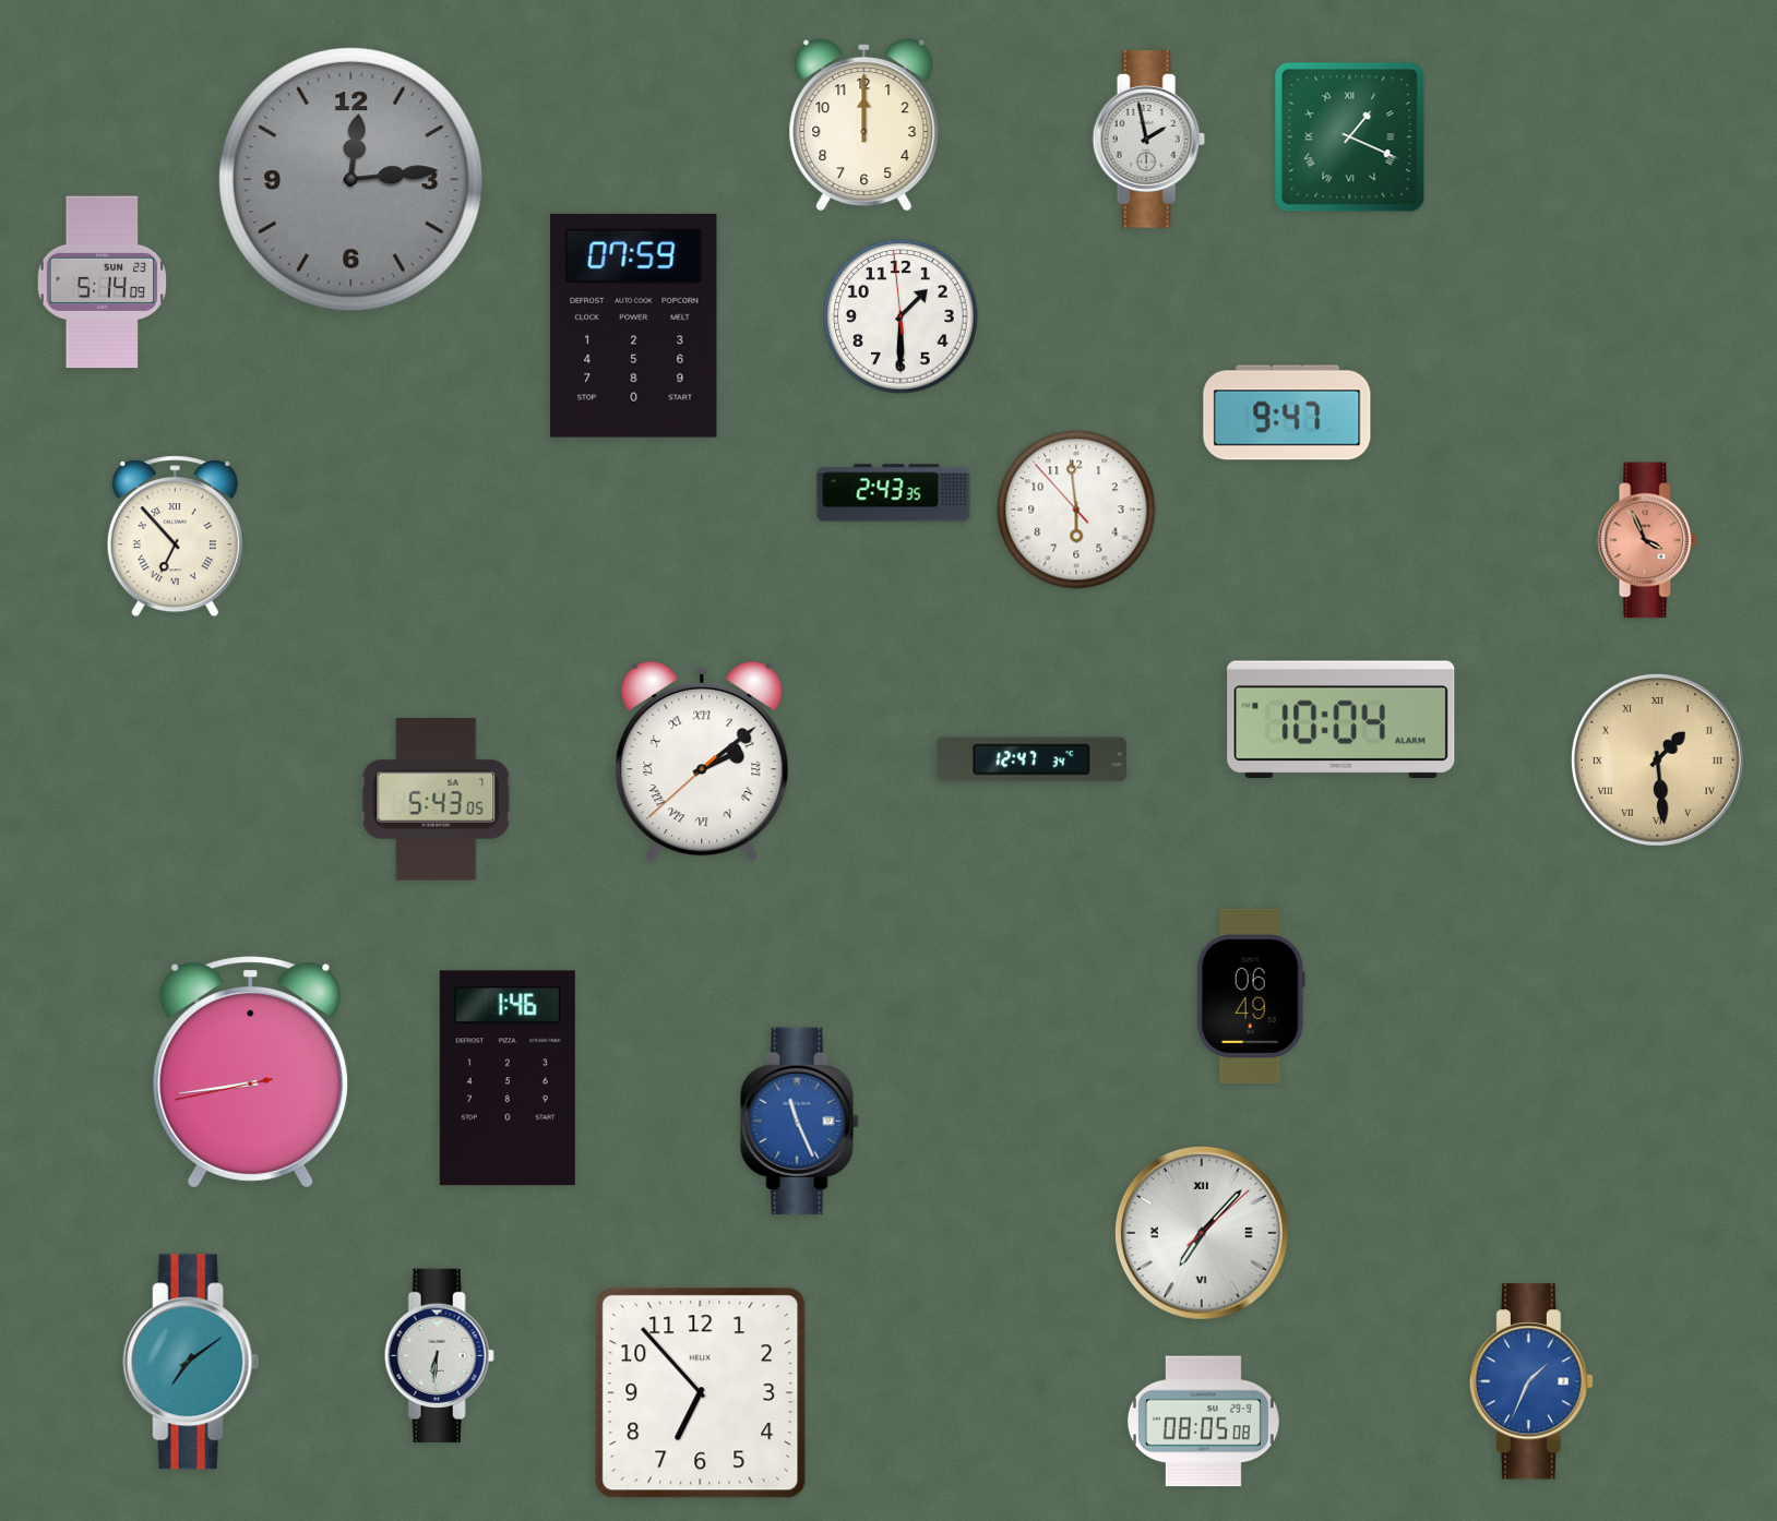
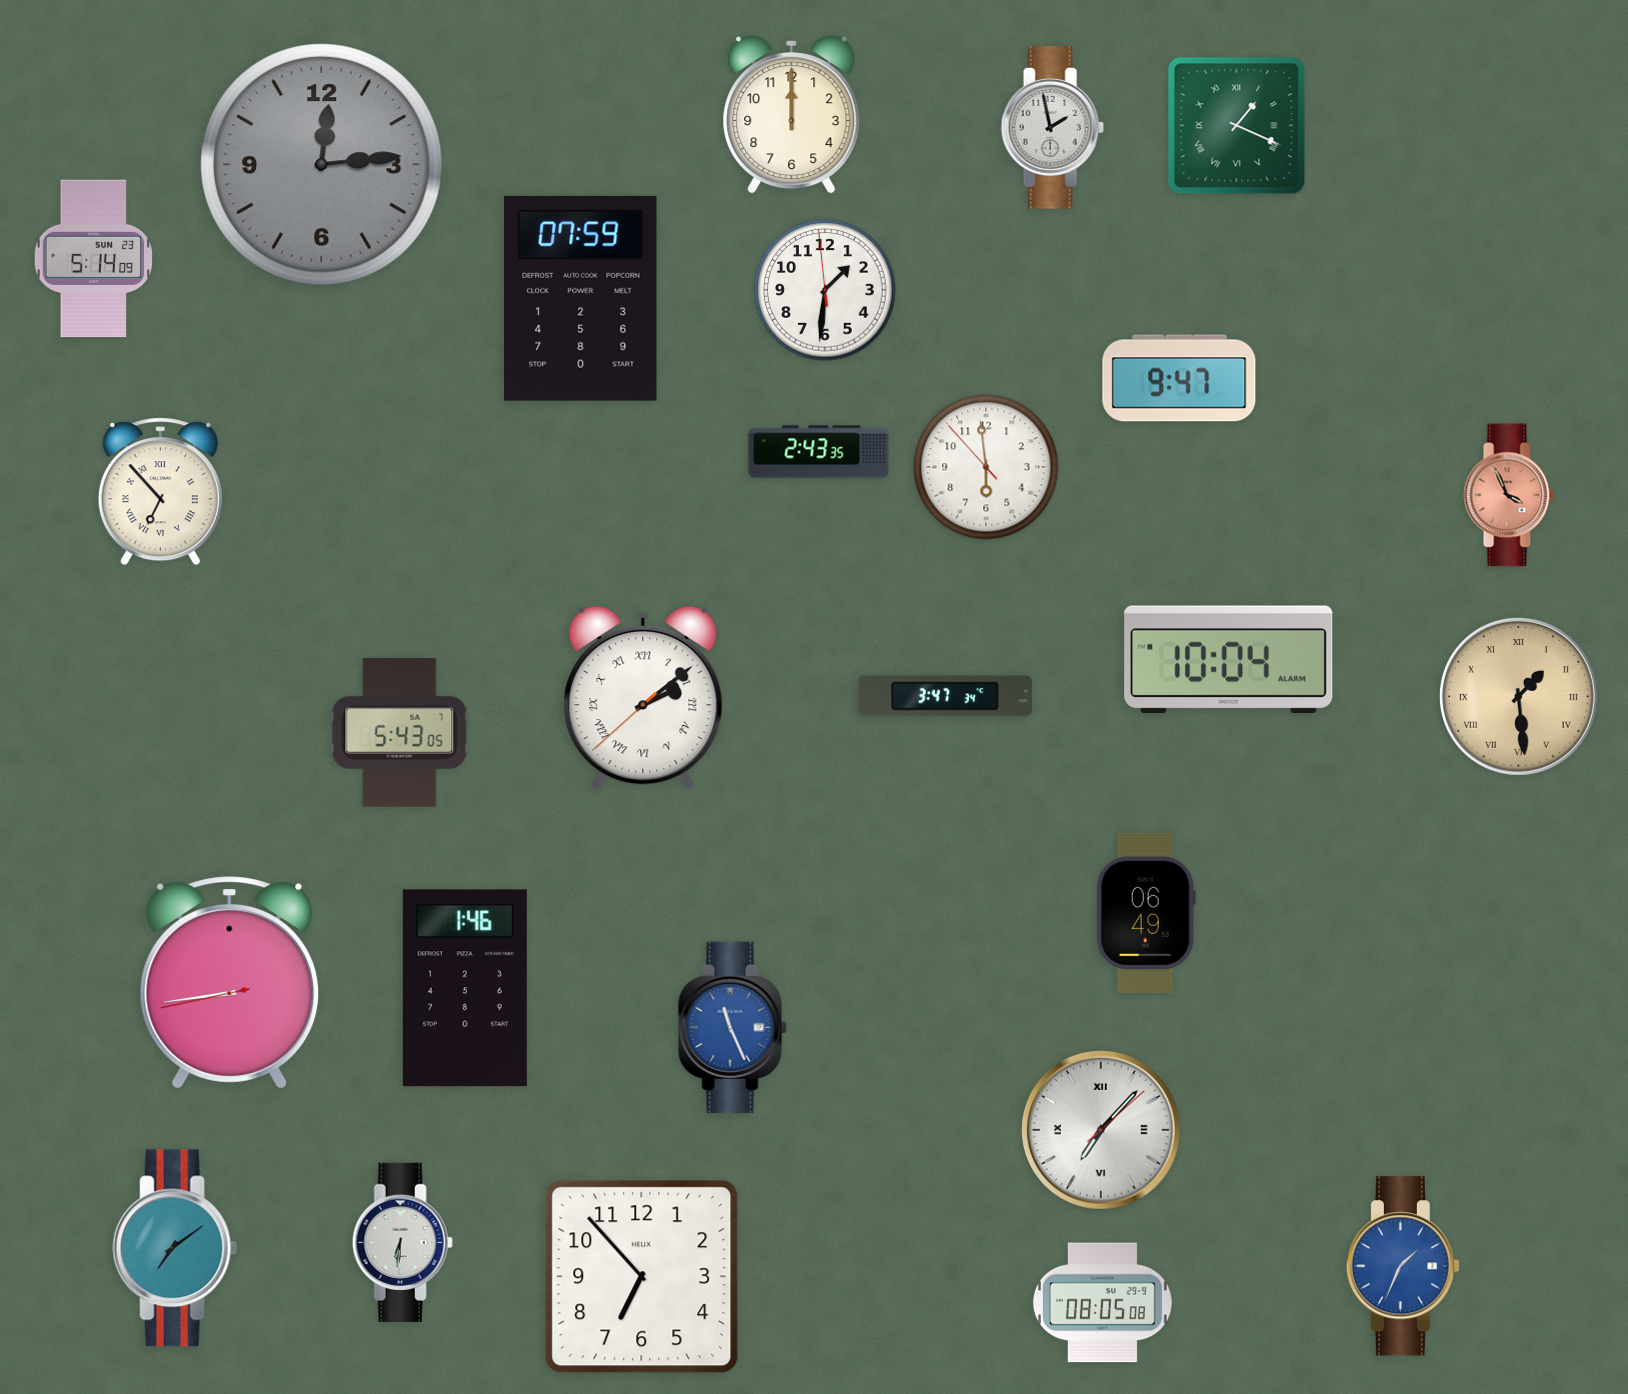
clock at (901, 316): 1:29 -> 1:30
clock at (1031, 759): 12:47 -> 3:47
